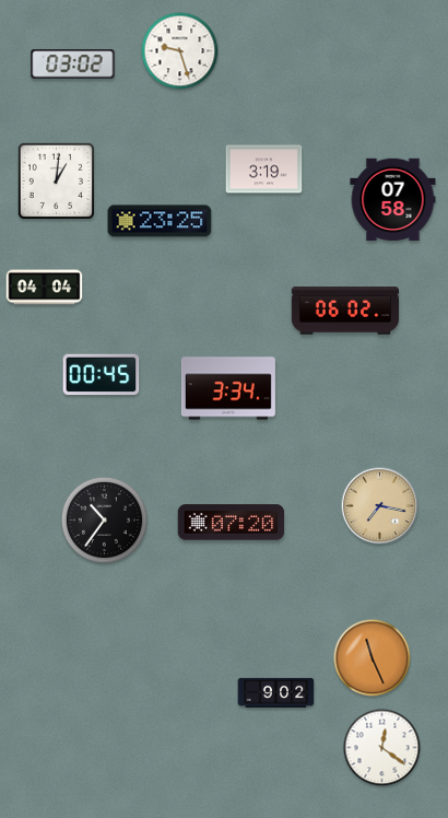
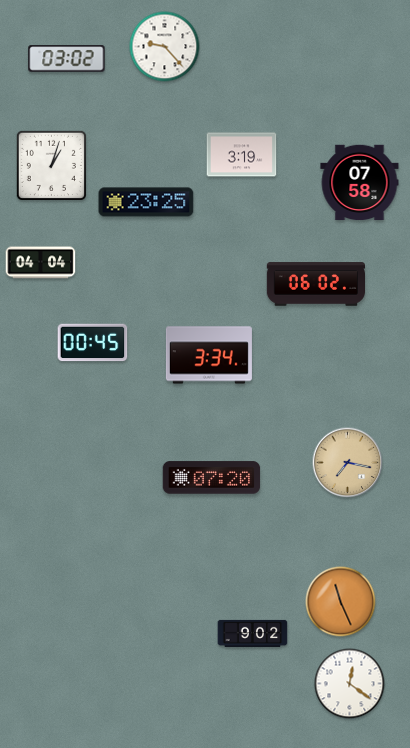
clock at (180, 51): 9:27 -> 9:23
clock at (56, 180): 1:01 -> 1:03
clock at (104, 519): 10:36 -> none
